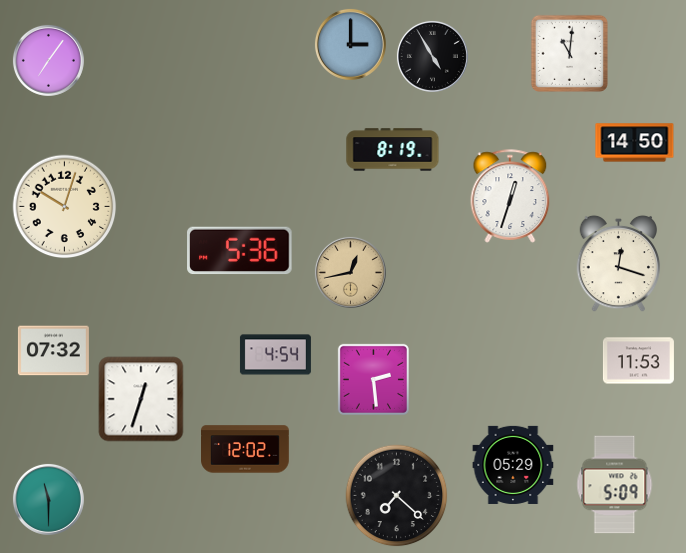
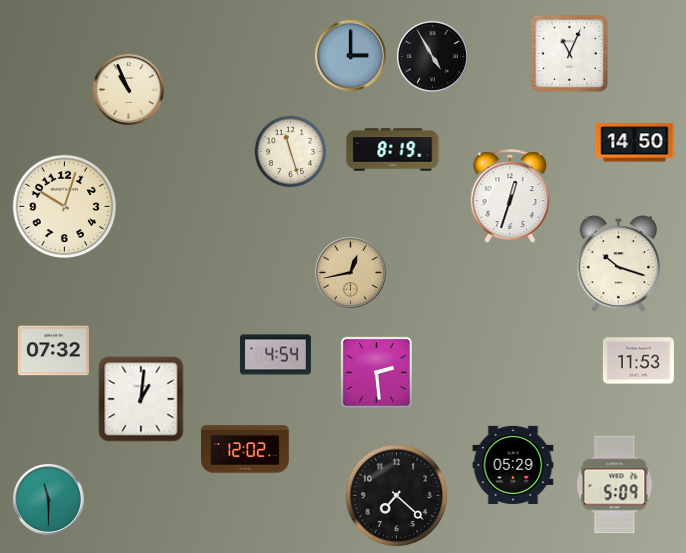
clock at (350, 44) position: (350, 44) -> (350, 55)
clock at (569, 53): 11:01 -> 11:04
clock at (48, 60): 7:06 -> none
clock at (128, 89): none -> 10:56
clock at (291, 152): none -> 11:27
clock at (240, 251): 5:36 -> none
clock at (619, 264): 12:18 -> 10:18
clock at (373, 379) position: (373, 379) -> (376, 372)
clock at (141, 399): 12:33 -> 1:01
